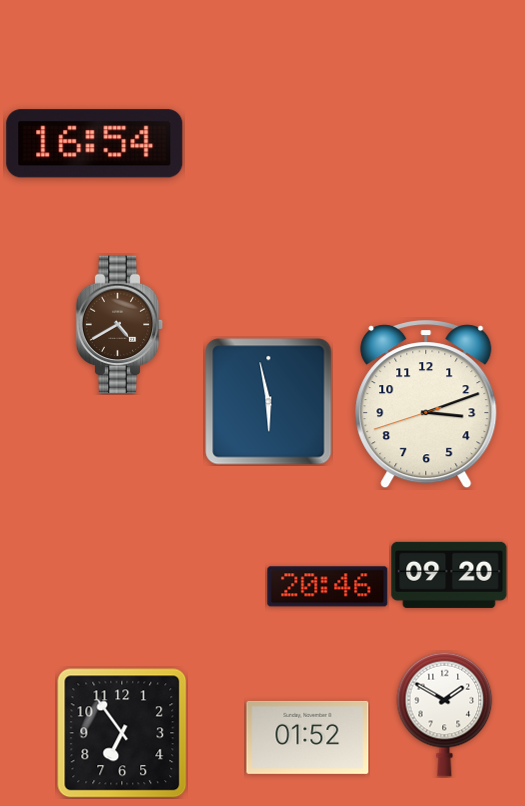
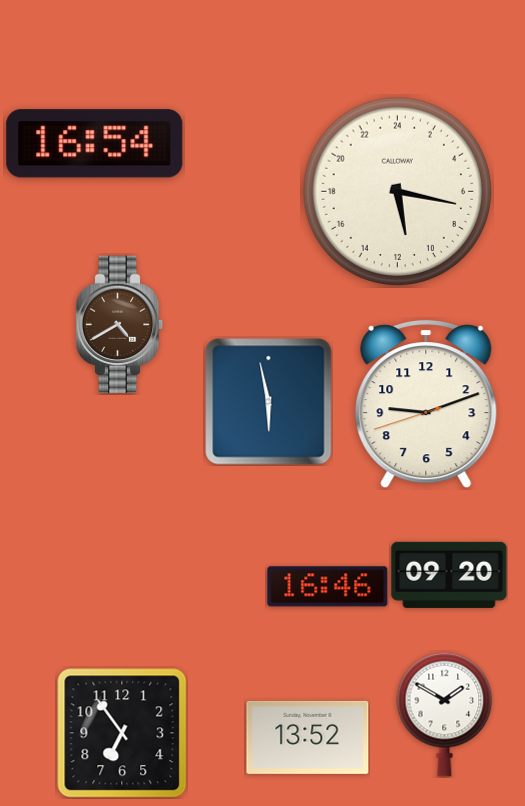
clock at (397, 191): none -> 11:17
clock at (426, 405): 3:11 -> 9:11
clock at (328, 587): 20:46 -> 16:46
clock at (308, 737): 01:52 -> 13:52
